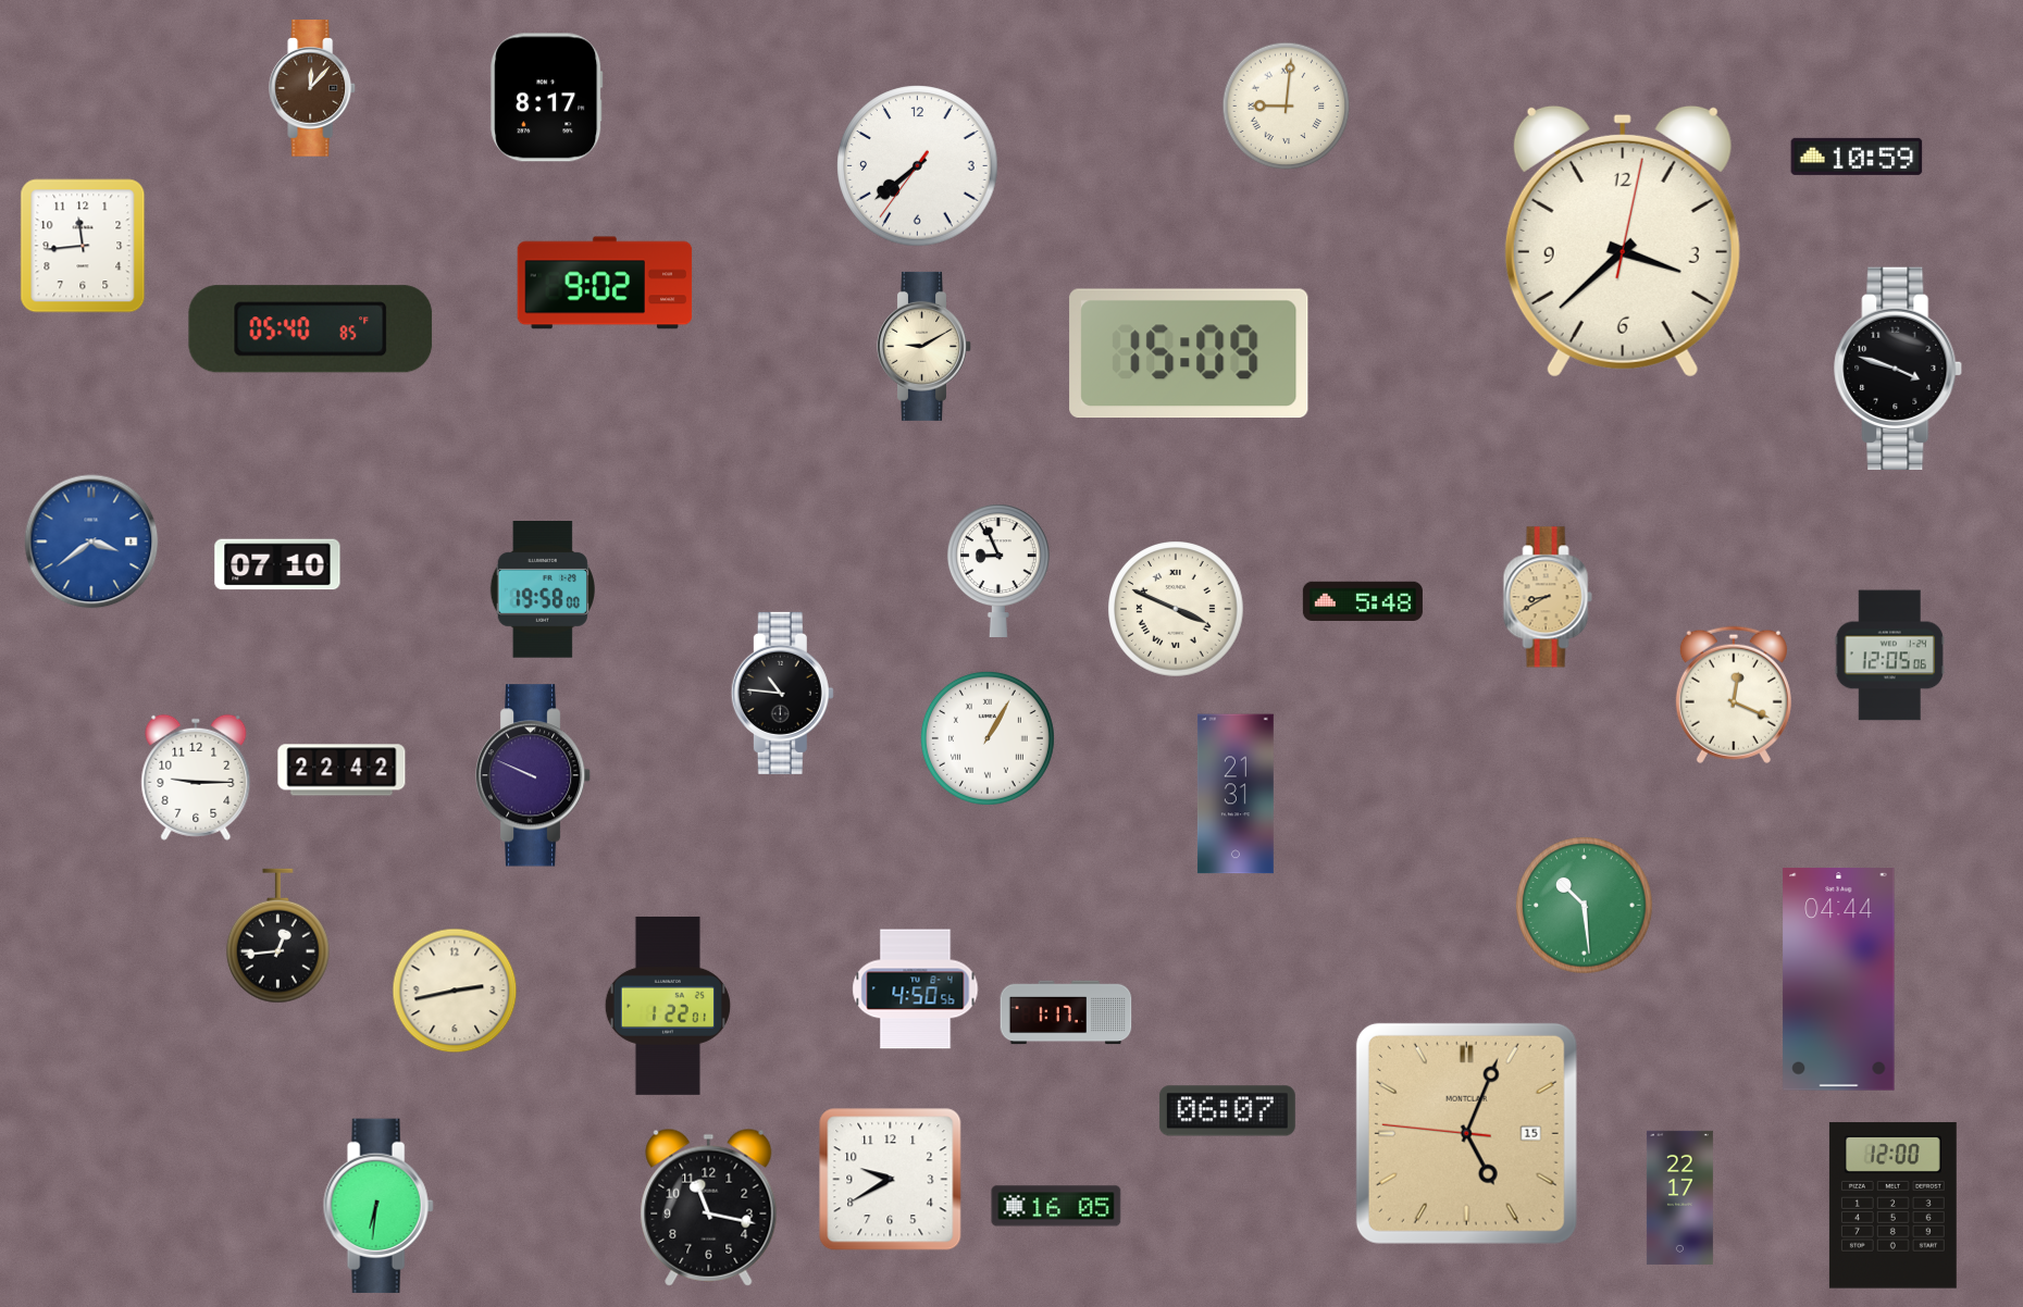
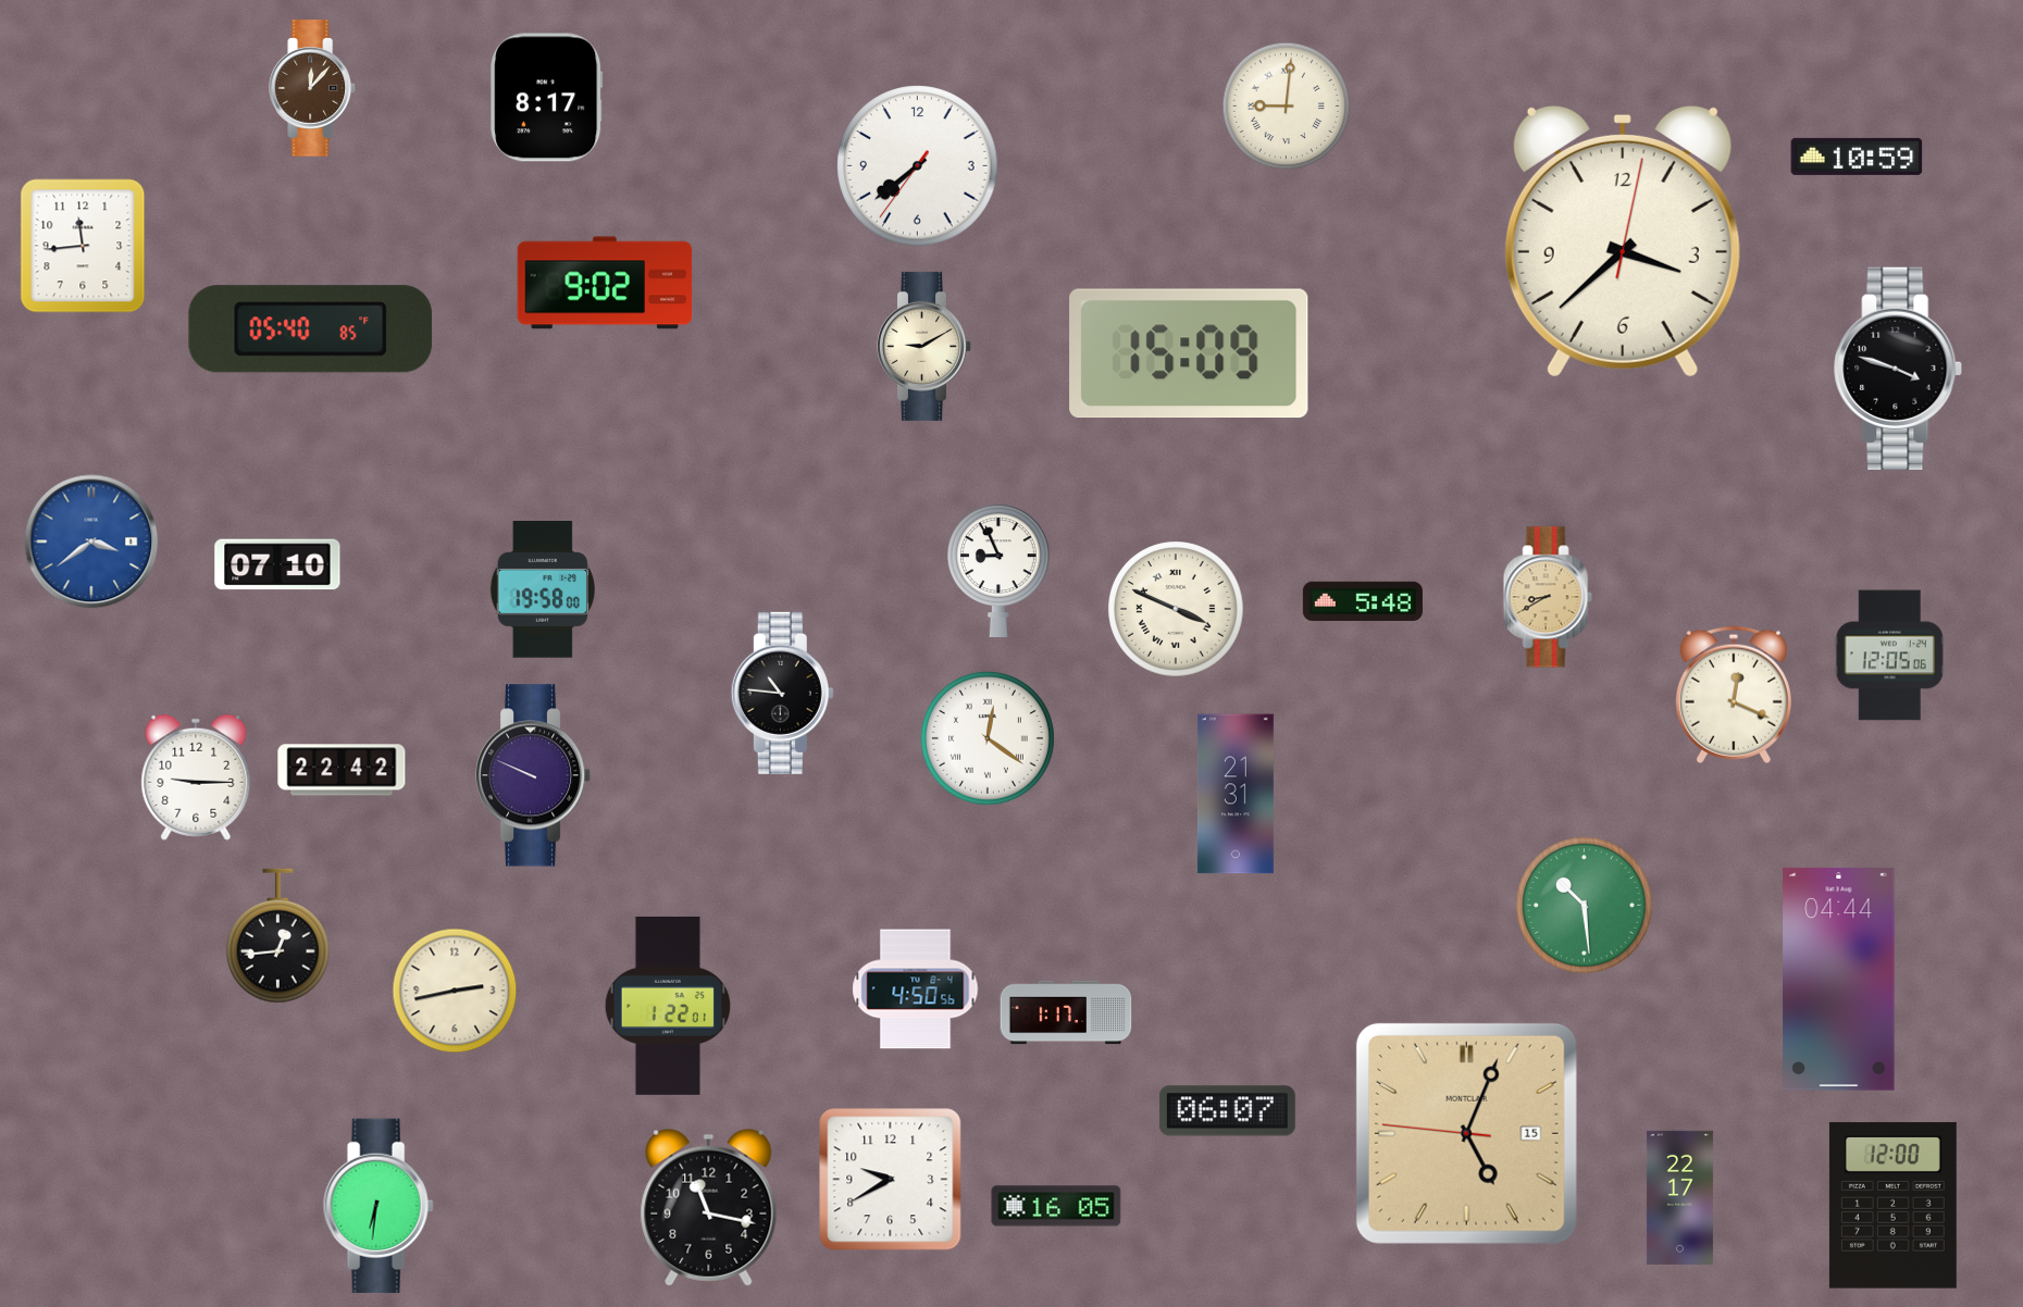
clock at (988, 738): 1:05 -> 12:21
